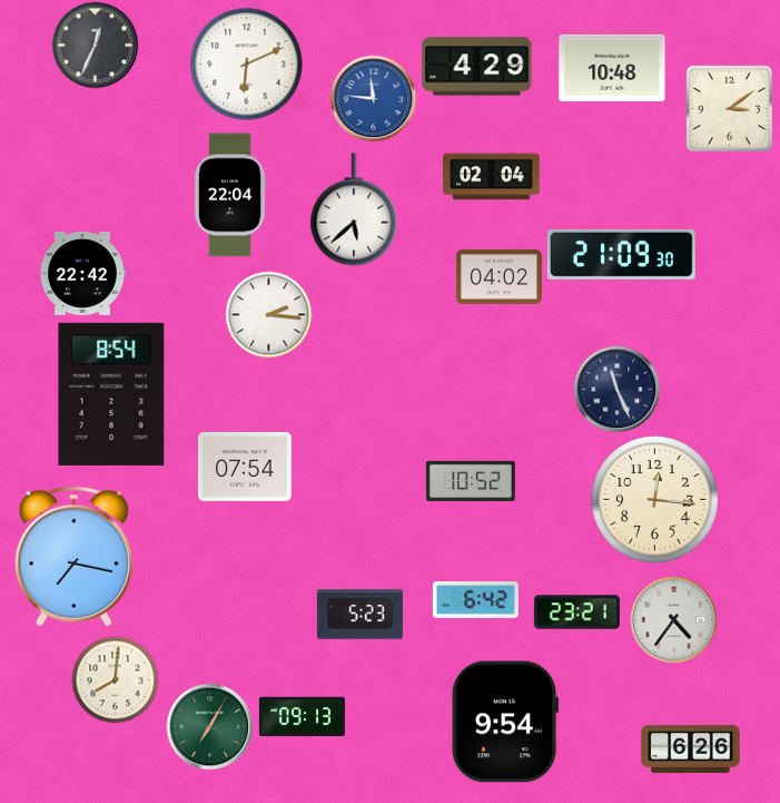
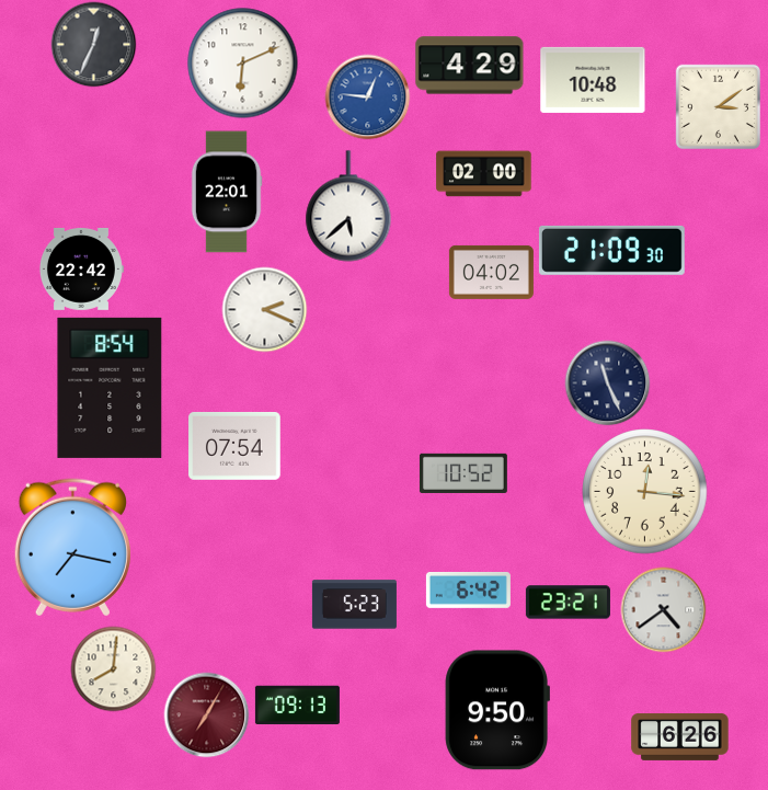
clock at (612, 68) position: (612, 68) -> (593, 80)
clock at (373, 98): 11:46 -> 12:46
clock at (492, 177): 02:04 -> 02:00
clock at (230, 195): 22:04 -> 22:01
clock at (268, 314): 2:16 -> 2:19
clock at (245, 467) position: (245, 467) -> (234, 446)
clock at (673, 619): 4:36 -> 4:39
clock at (504, 722): 9:54 -> 9:50
clock at (209, 726) dial: green -> burgundy
